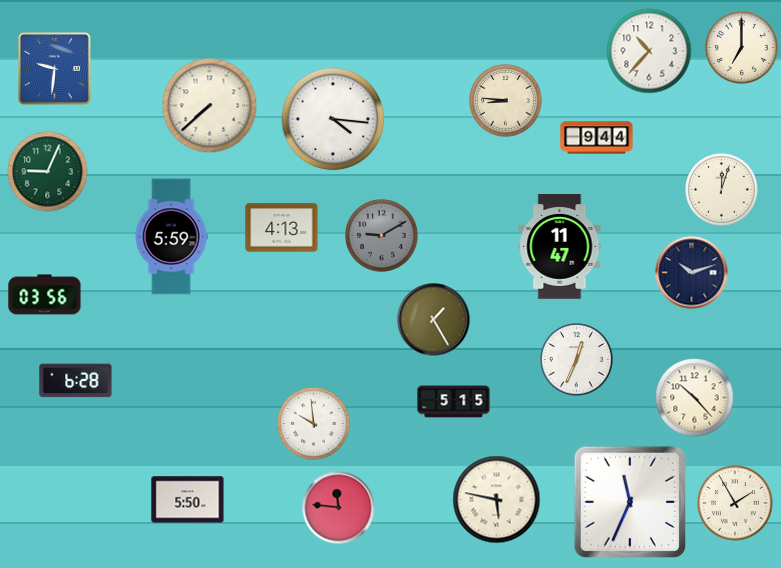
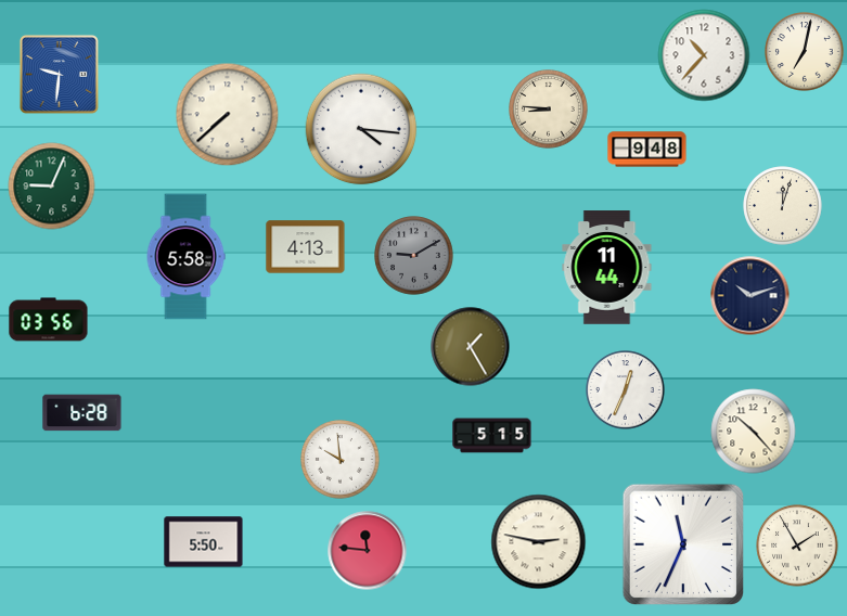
clock at (742, 48): 7:00 -> 7:02
clock at (597, 138): 9:44 -> 9:48
clock at (171, 237): 5:59 -> 5:58
clock at (560, 247): 11:47 -> 11:44
clock at (497, 500): 5:47 -> 2:47
